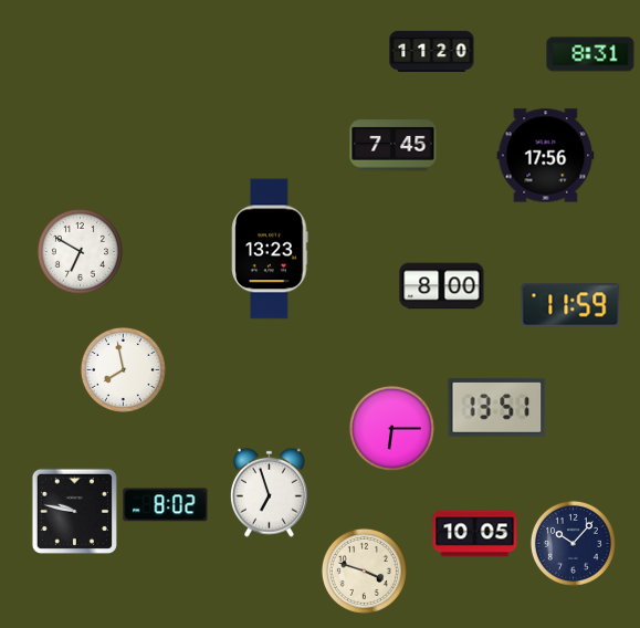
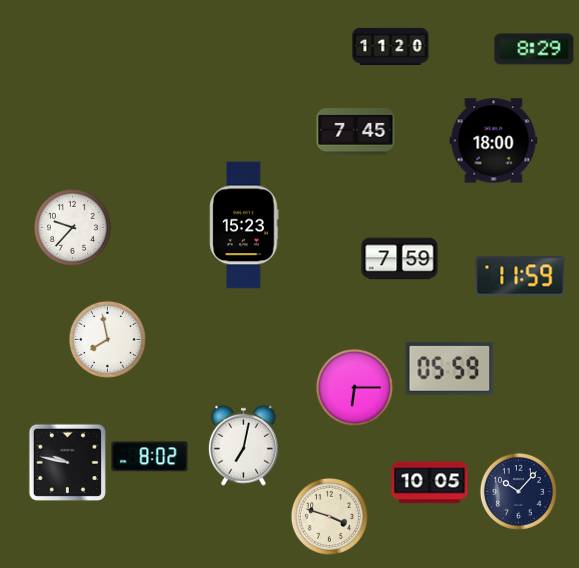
clock at (590, 54): 8:31 -> 8:29
clock at (546, 156): 17:56 -> 18:00
clock at (270, 249): 13:23 -> 15:23
clock at (80, 251): 6:50 -> 9:37
clock at (442, 286): 8:00 -> 7:59
clock at (570, 305) position: (570, 305) -> (520, 276)
clock at (123, 369) position: (123, 369) -> (107, 339)
clock at (497, 407): 13:51 -> 05:59
clock at (269, 492): 6:57 -> 7:02
